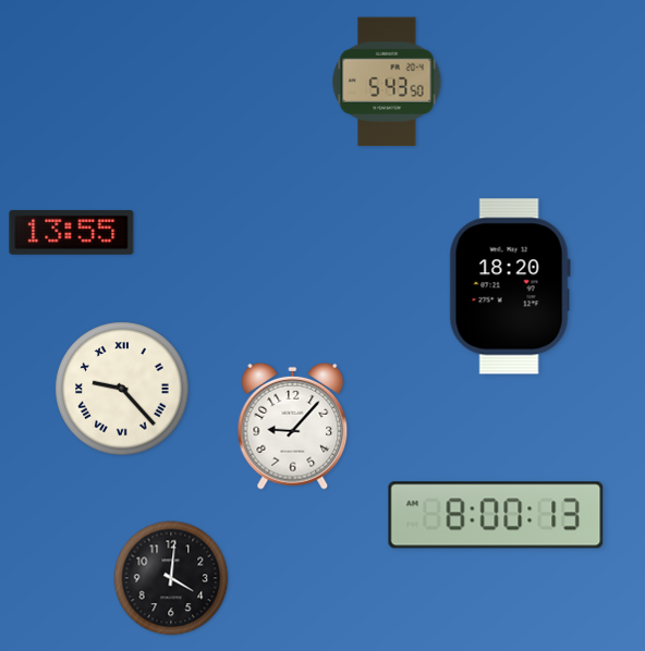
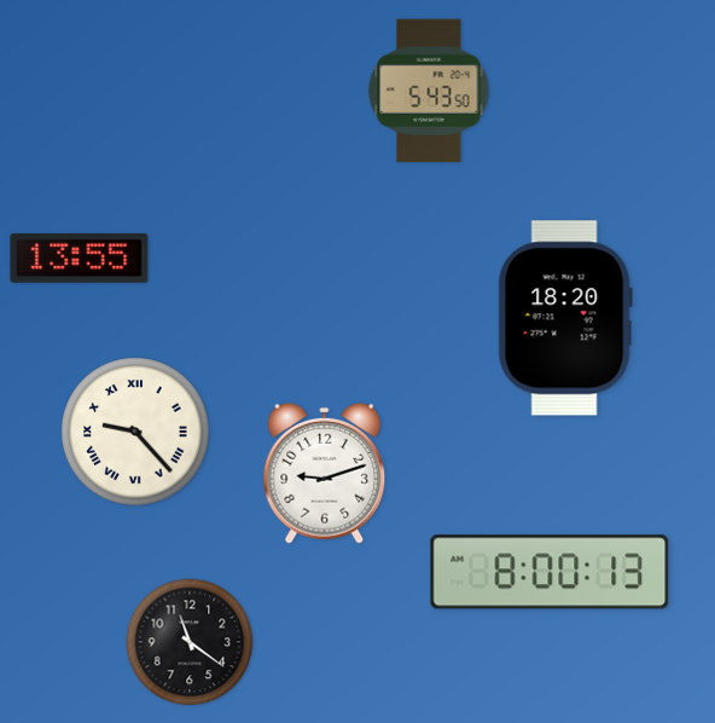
clock at (293, 426): 9:07 -> 9:12
clock at (171, 578): 4:01 -> 11:21
